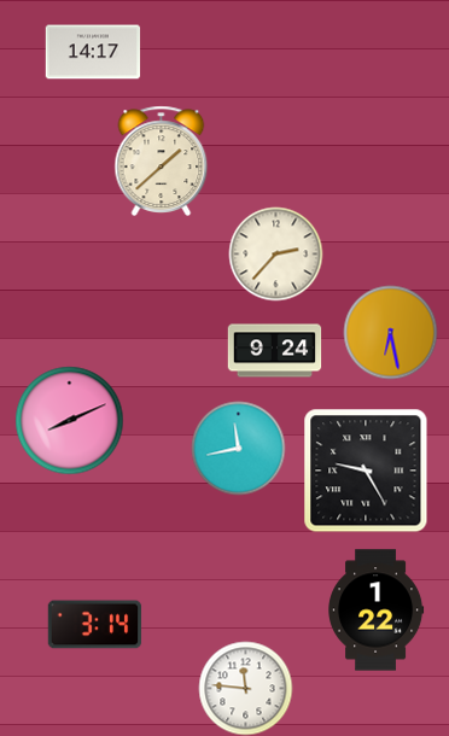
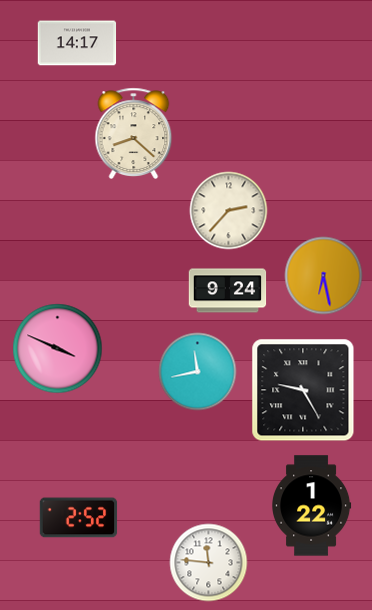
clock at (162, 160): 1:38 -> 8:22
clock at (69, 420): 8:11 -> 3:49
clock at (94, 625): 3:14 -> 2:52
clock at (245, 688) position: (245, 688) -> (208, 562)
